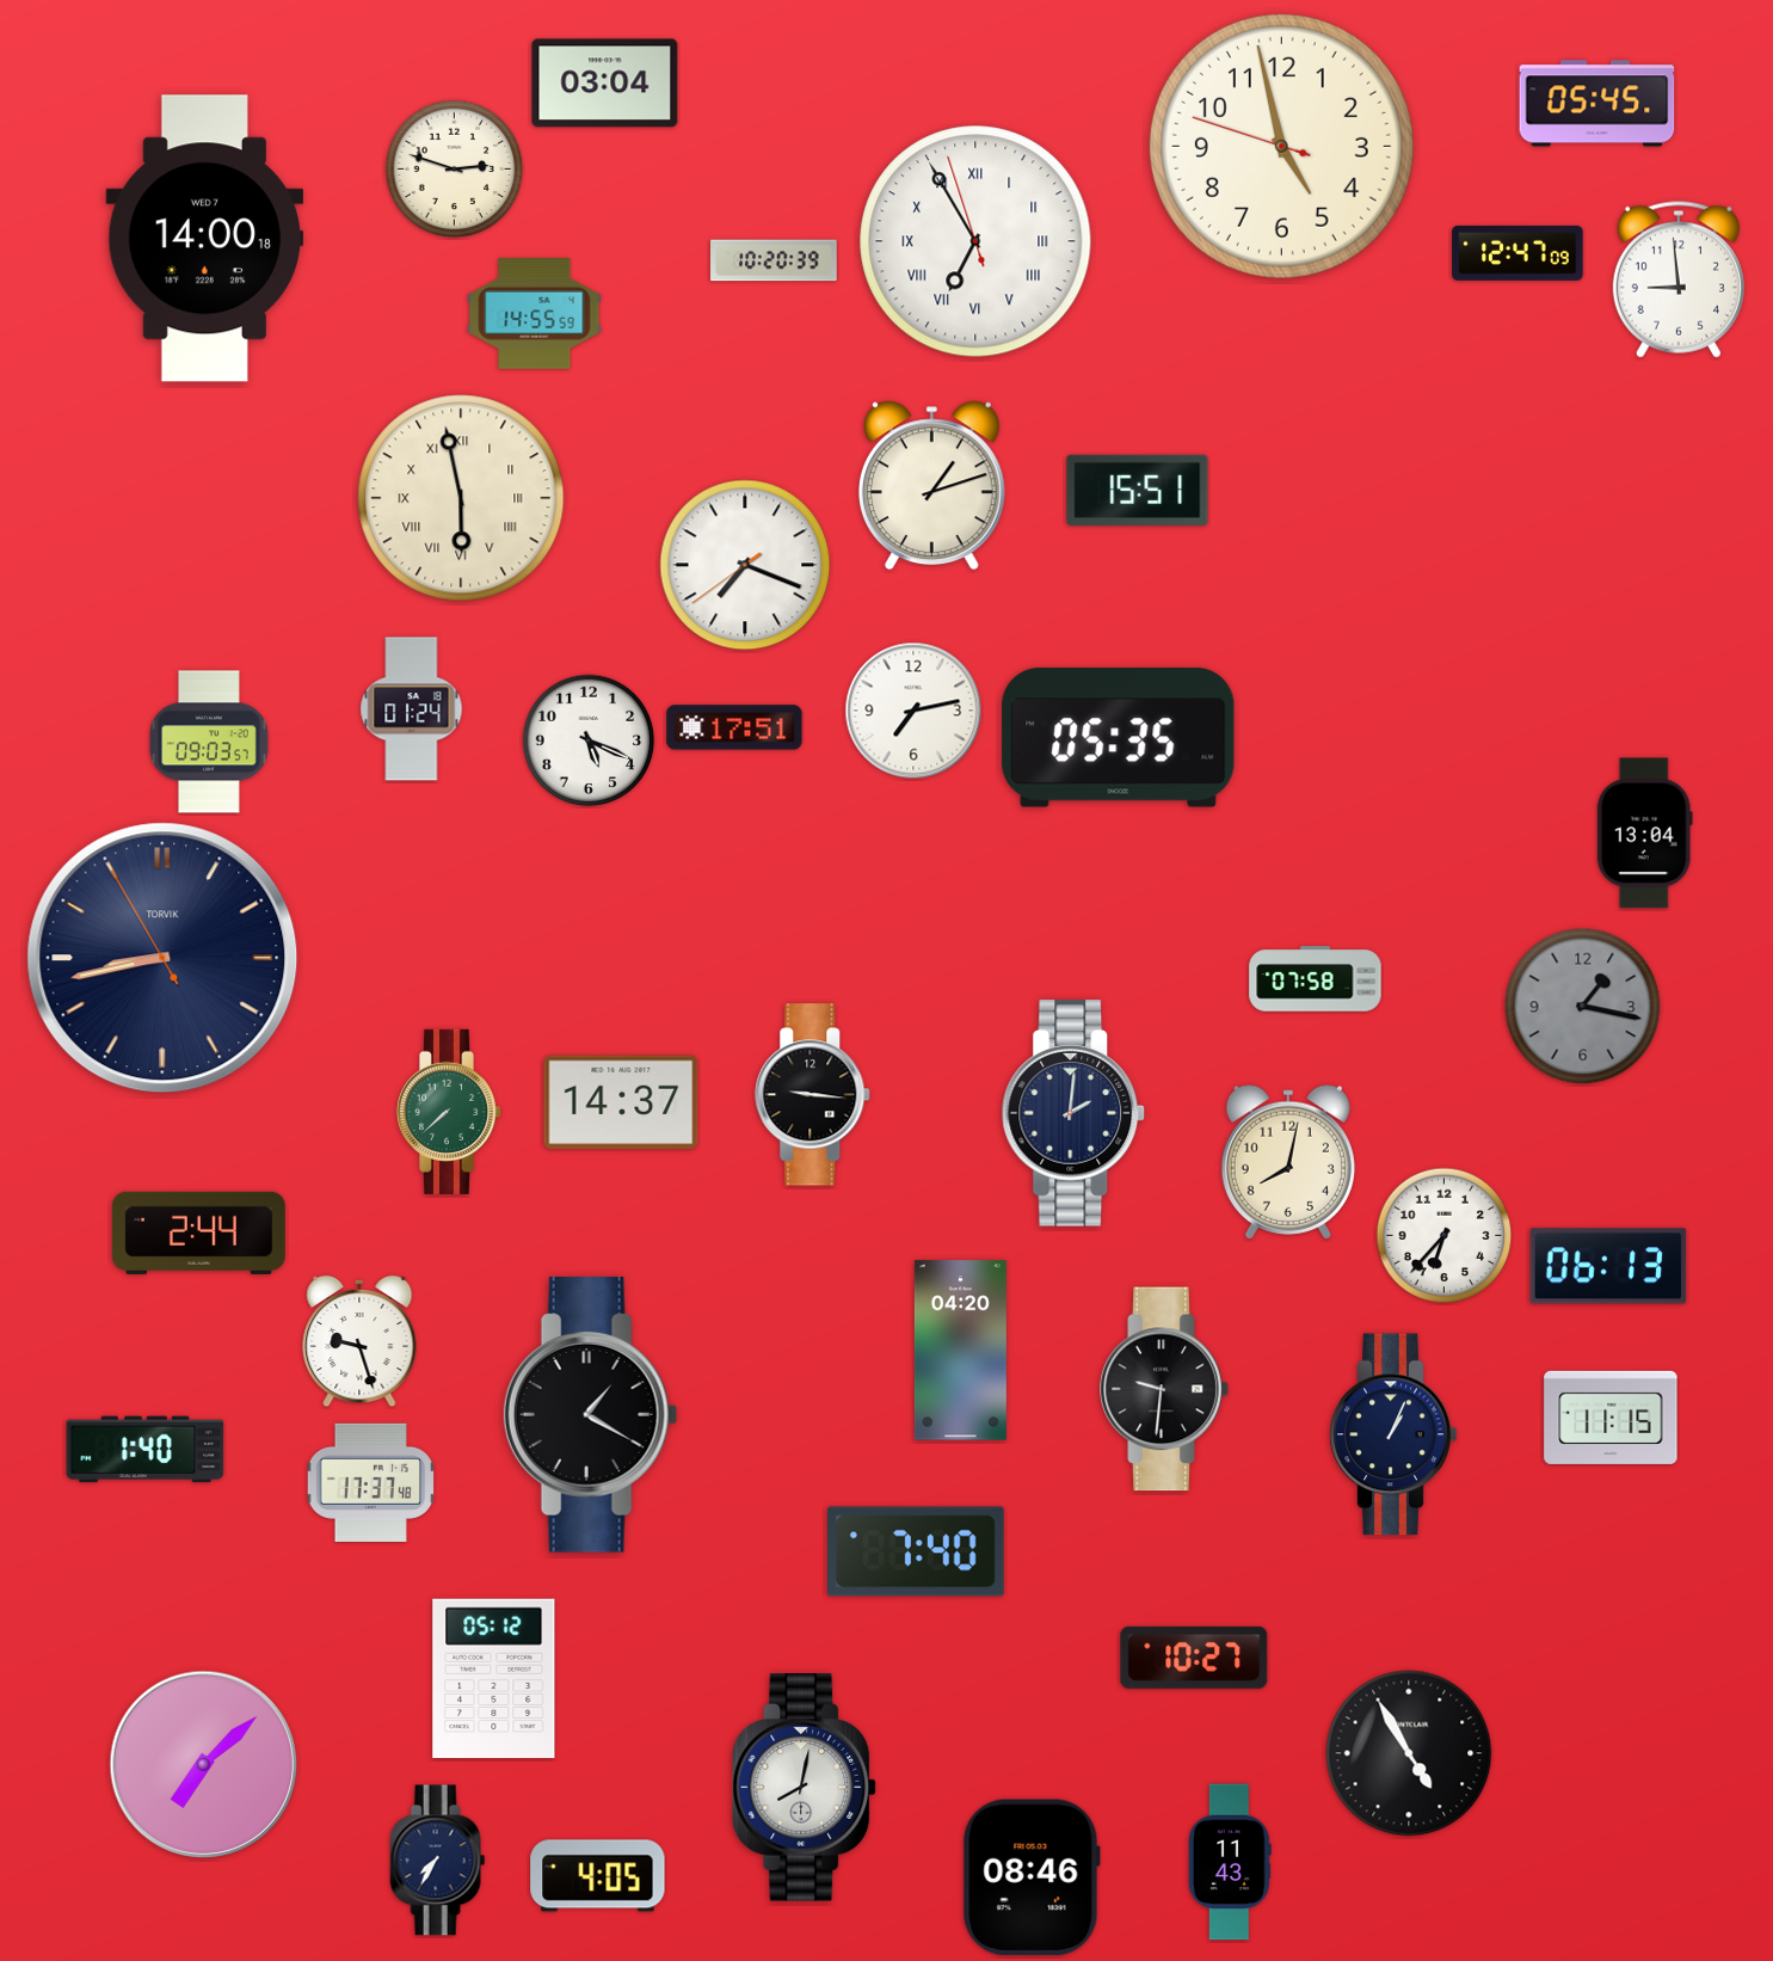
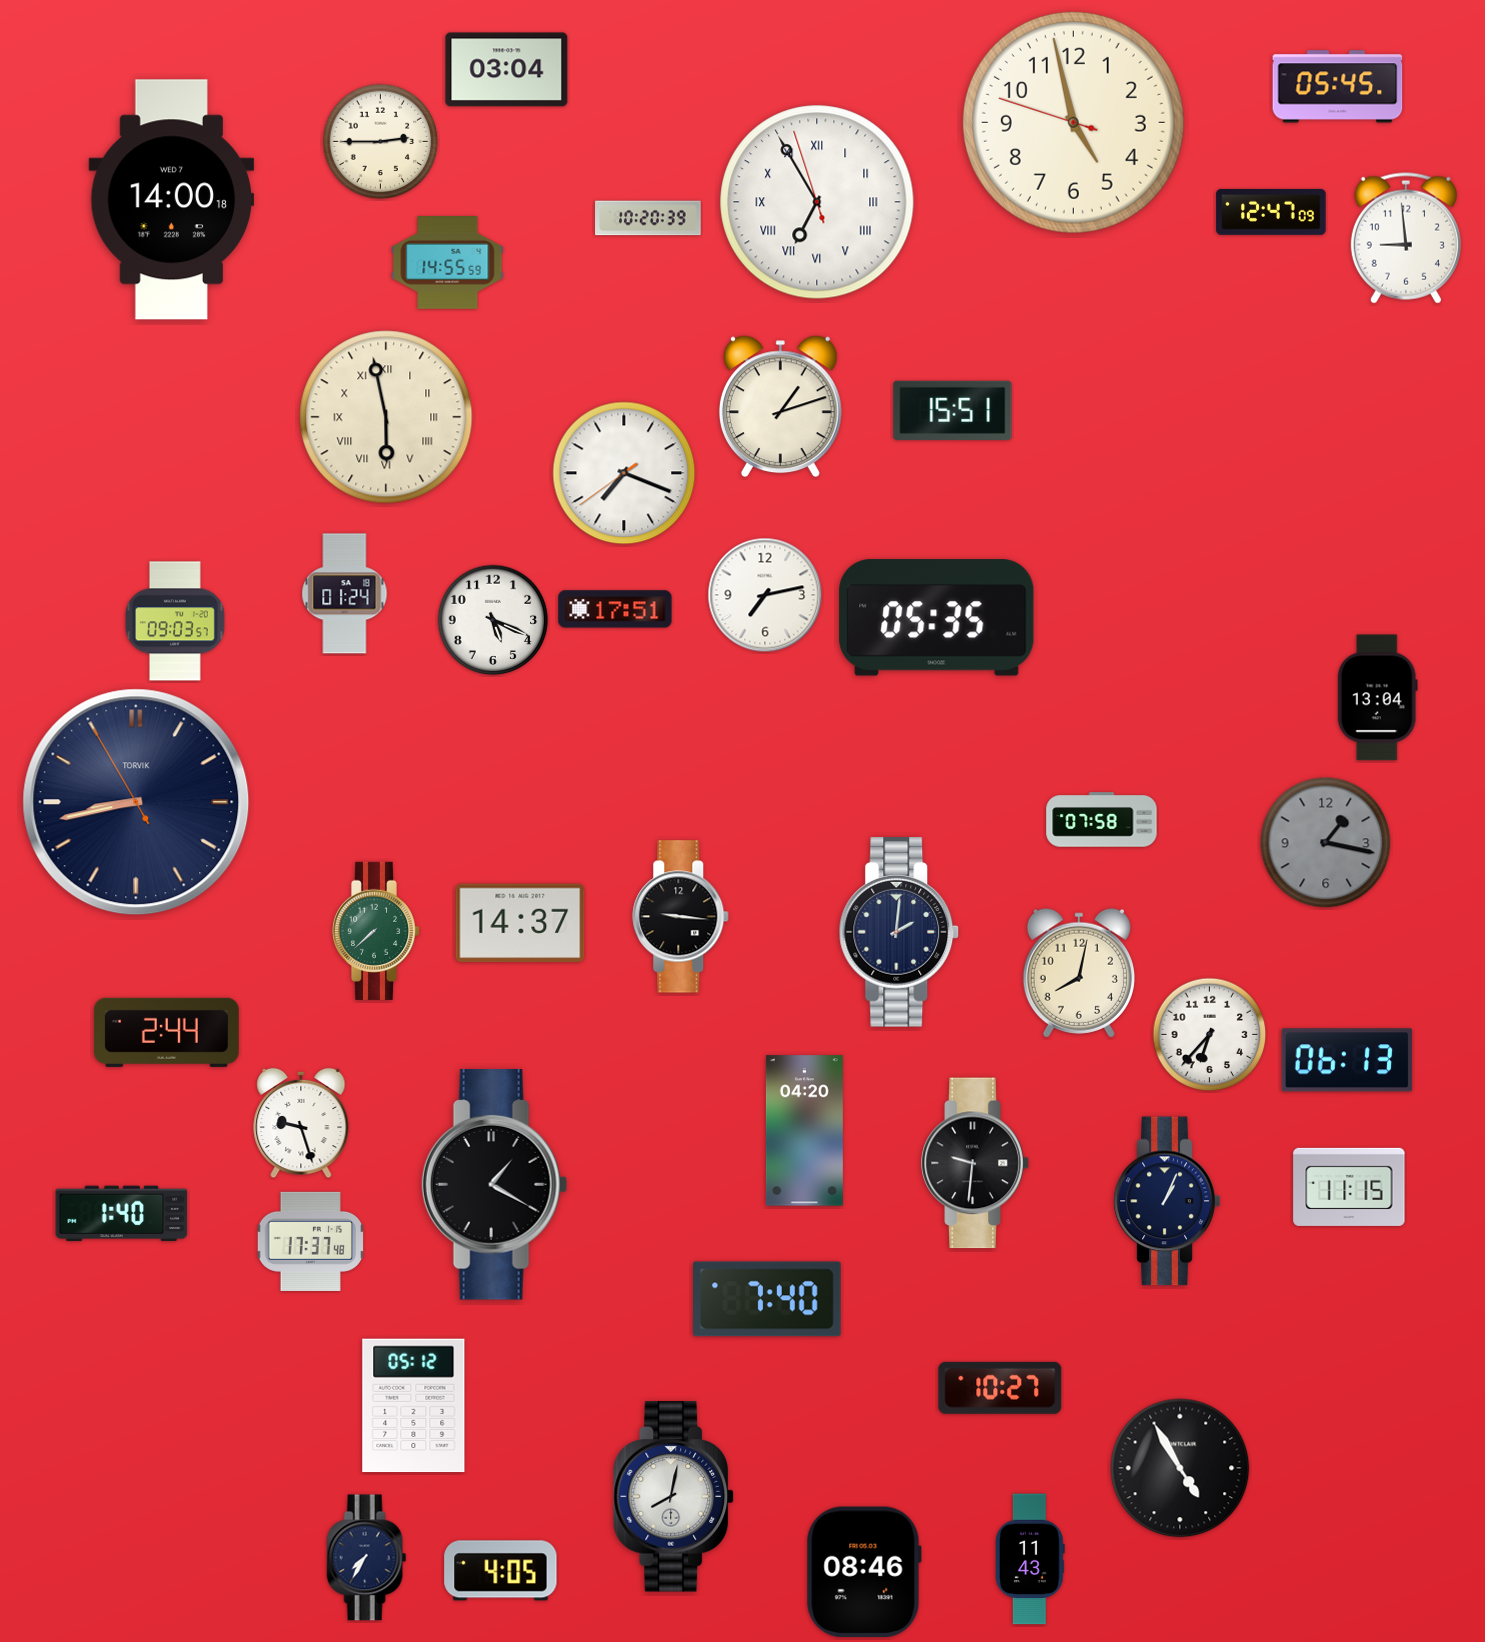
clock at (455, 170): 2:48 -> 2:45
clock at (1679, 279) position: (1679, 279) -> (1406, 238)
clock at (204, 1765): 7:08 -> none
